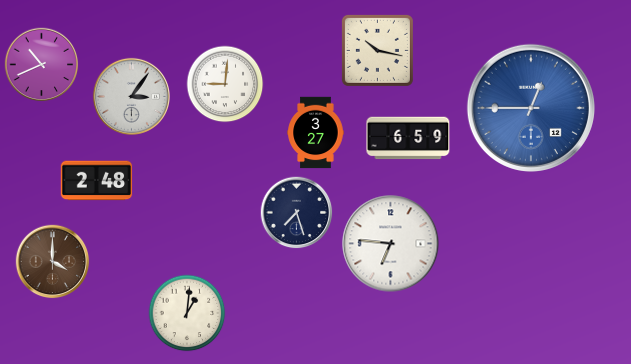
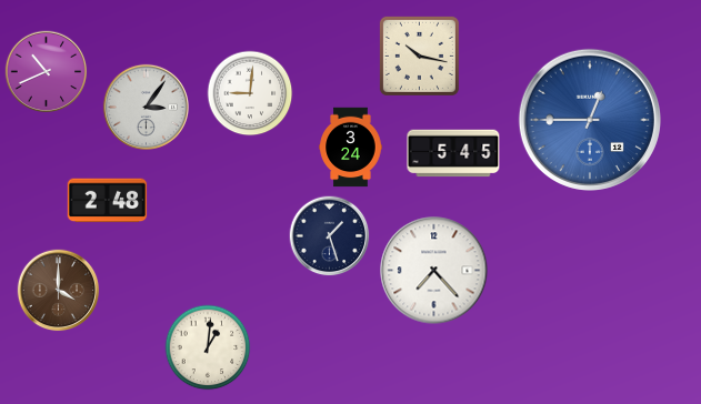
clock at (316, 133): 3:27 -> 3:24
clock at (408, 138): 6:59 -> 5:45
clock at (297, 213): 7:27 -> 1:27
clock at (391, 244): 6:46 -> 7:23
